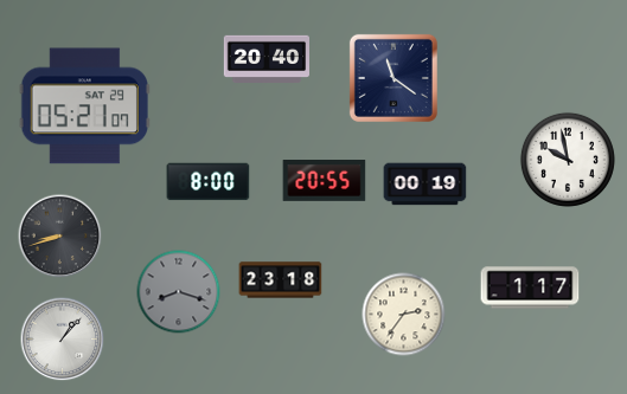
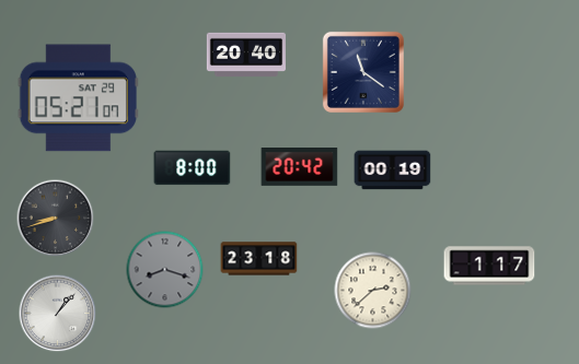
clock at (568, 160): 9:58 -> none
clock at (325, 181): 20:55 -> 20:42
clock at (404, 315): 2:36 -> 2:38
